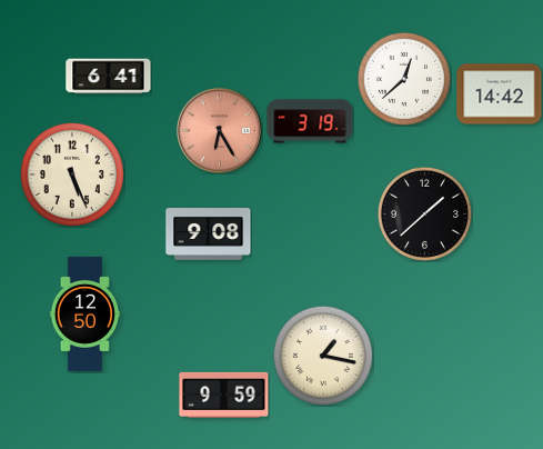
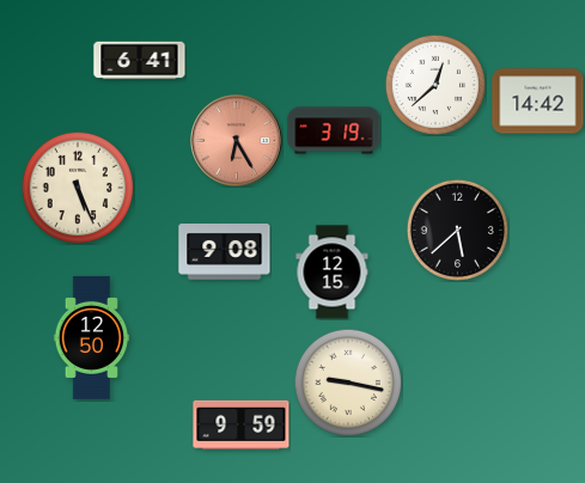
clock at (109, 77) position: (109, 77) -> (140, 61)
clock at (424, 213): 1:38 -> 5:38
clock at (333, 273): none -> 12:15
clock at (322, 355): 1:17 -> 9:17
